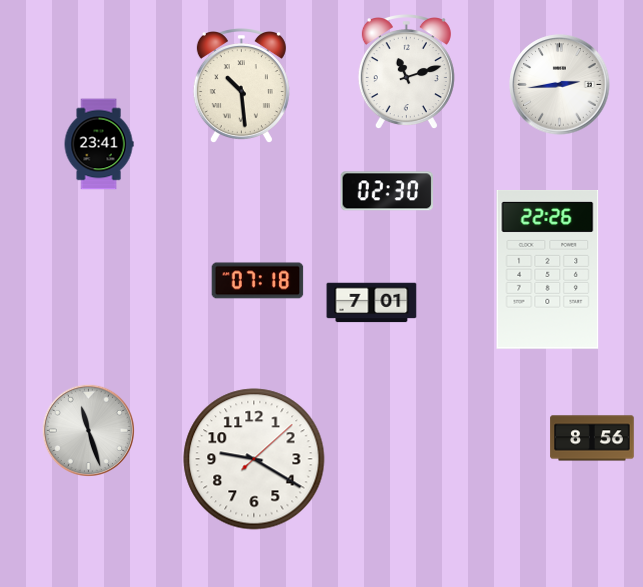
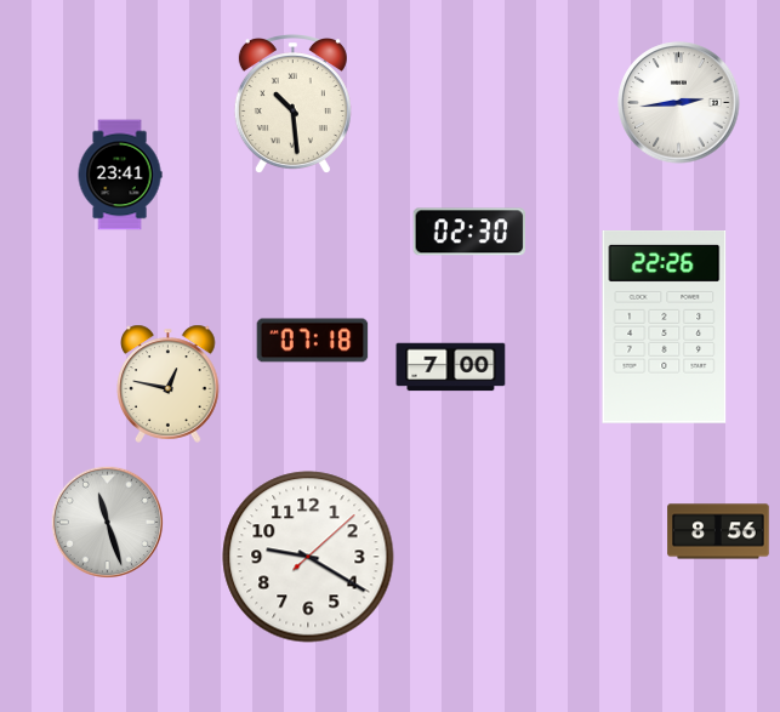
clock at (406, 73): 11:12 -> none
clock at (372, 303): 7:01 -> 7:00
clock at (169, 383): none -> 12:47
